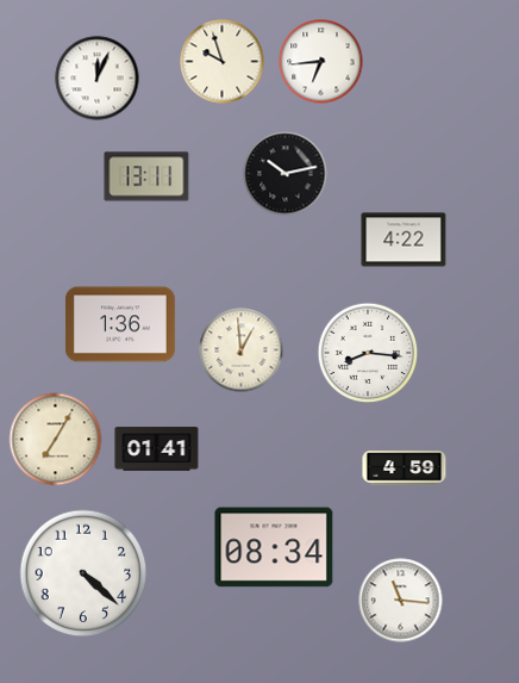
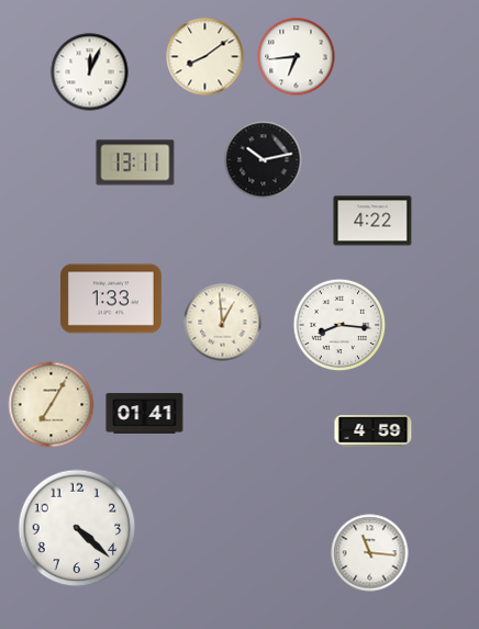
clock at (223, 62): 9:57 -> 8:09
clock at (120, 324): 1:36 -> 1:33
clock at (274, 547): 08:34 -> none
